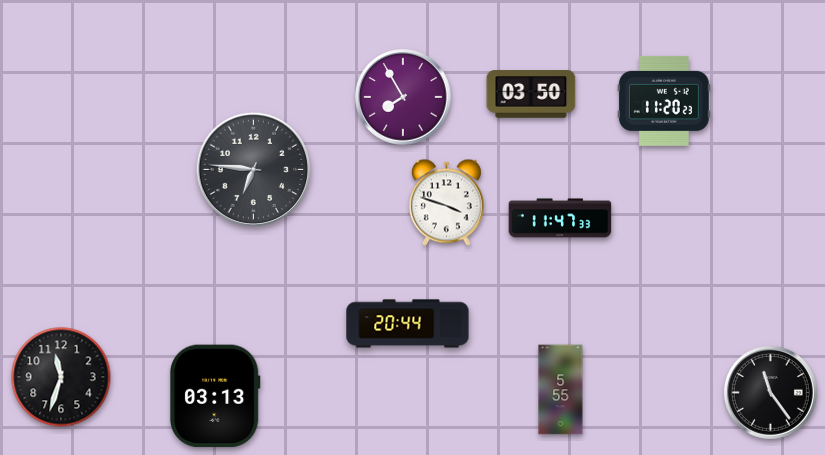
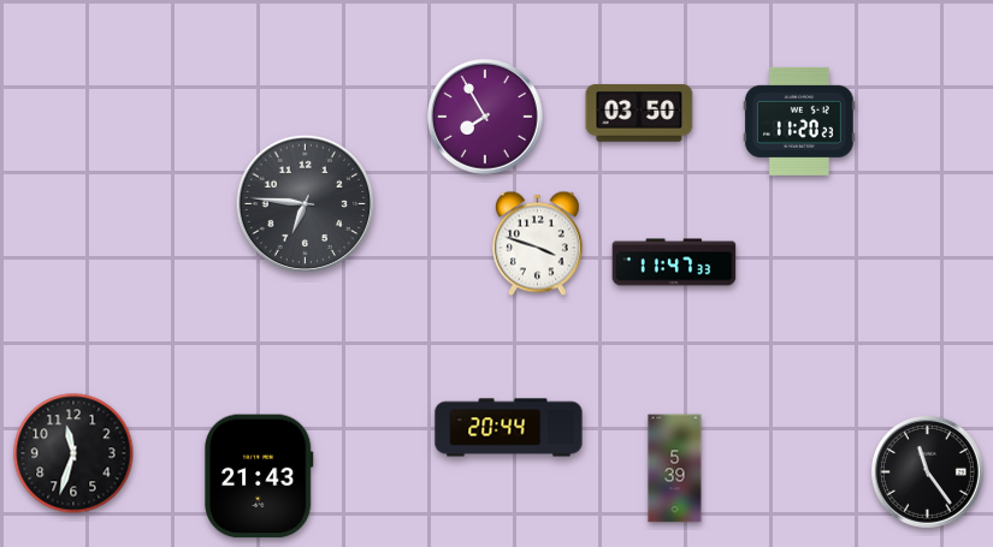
clock at (408, 324) position: (408, 324) -> (509, 428)
clock at (561, 390): 5:55 -> 5:39
clock at (216, 396): 03:13 -> 21:43
